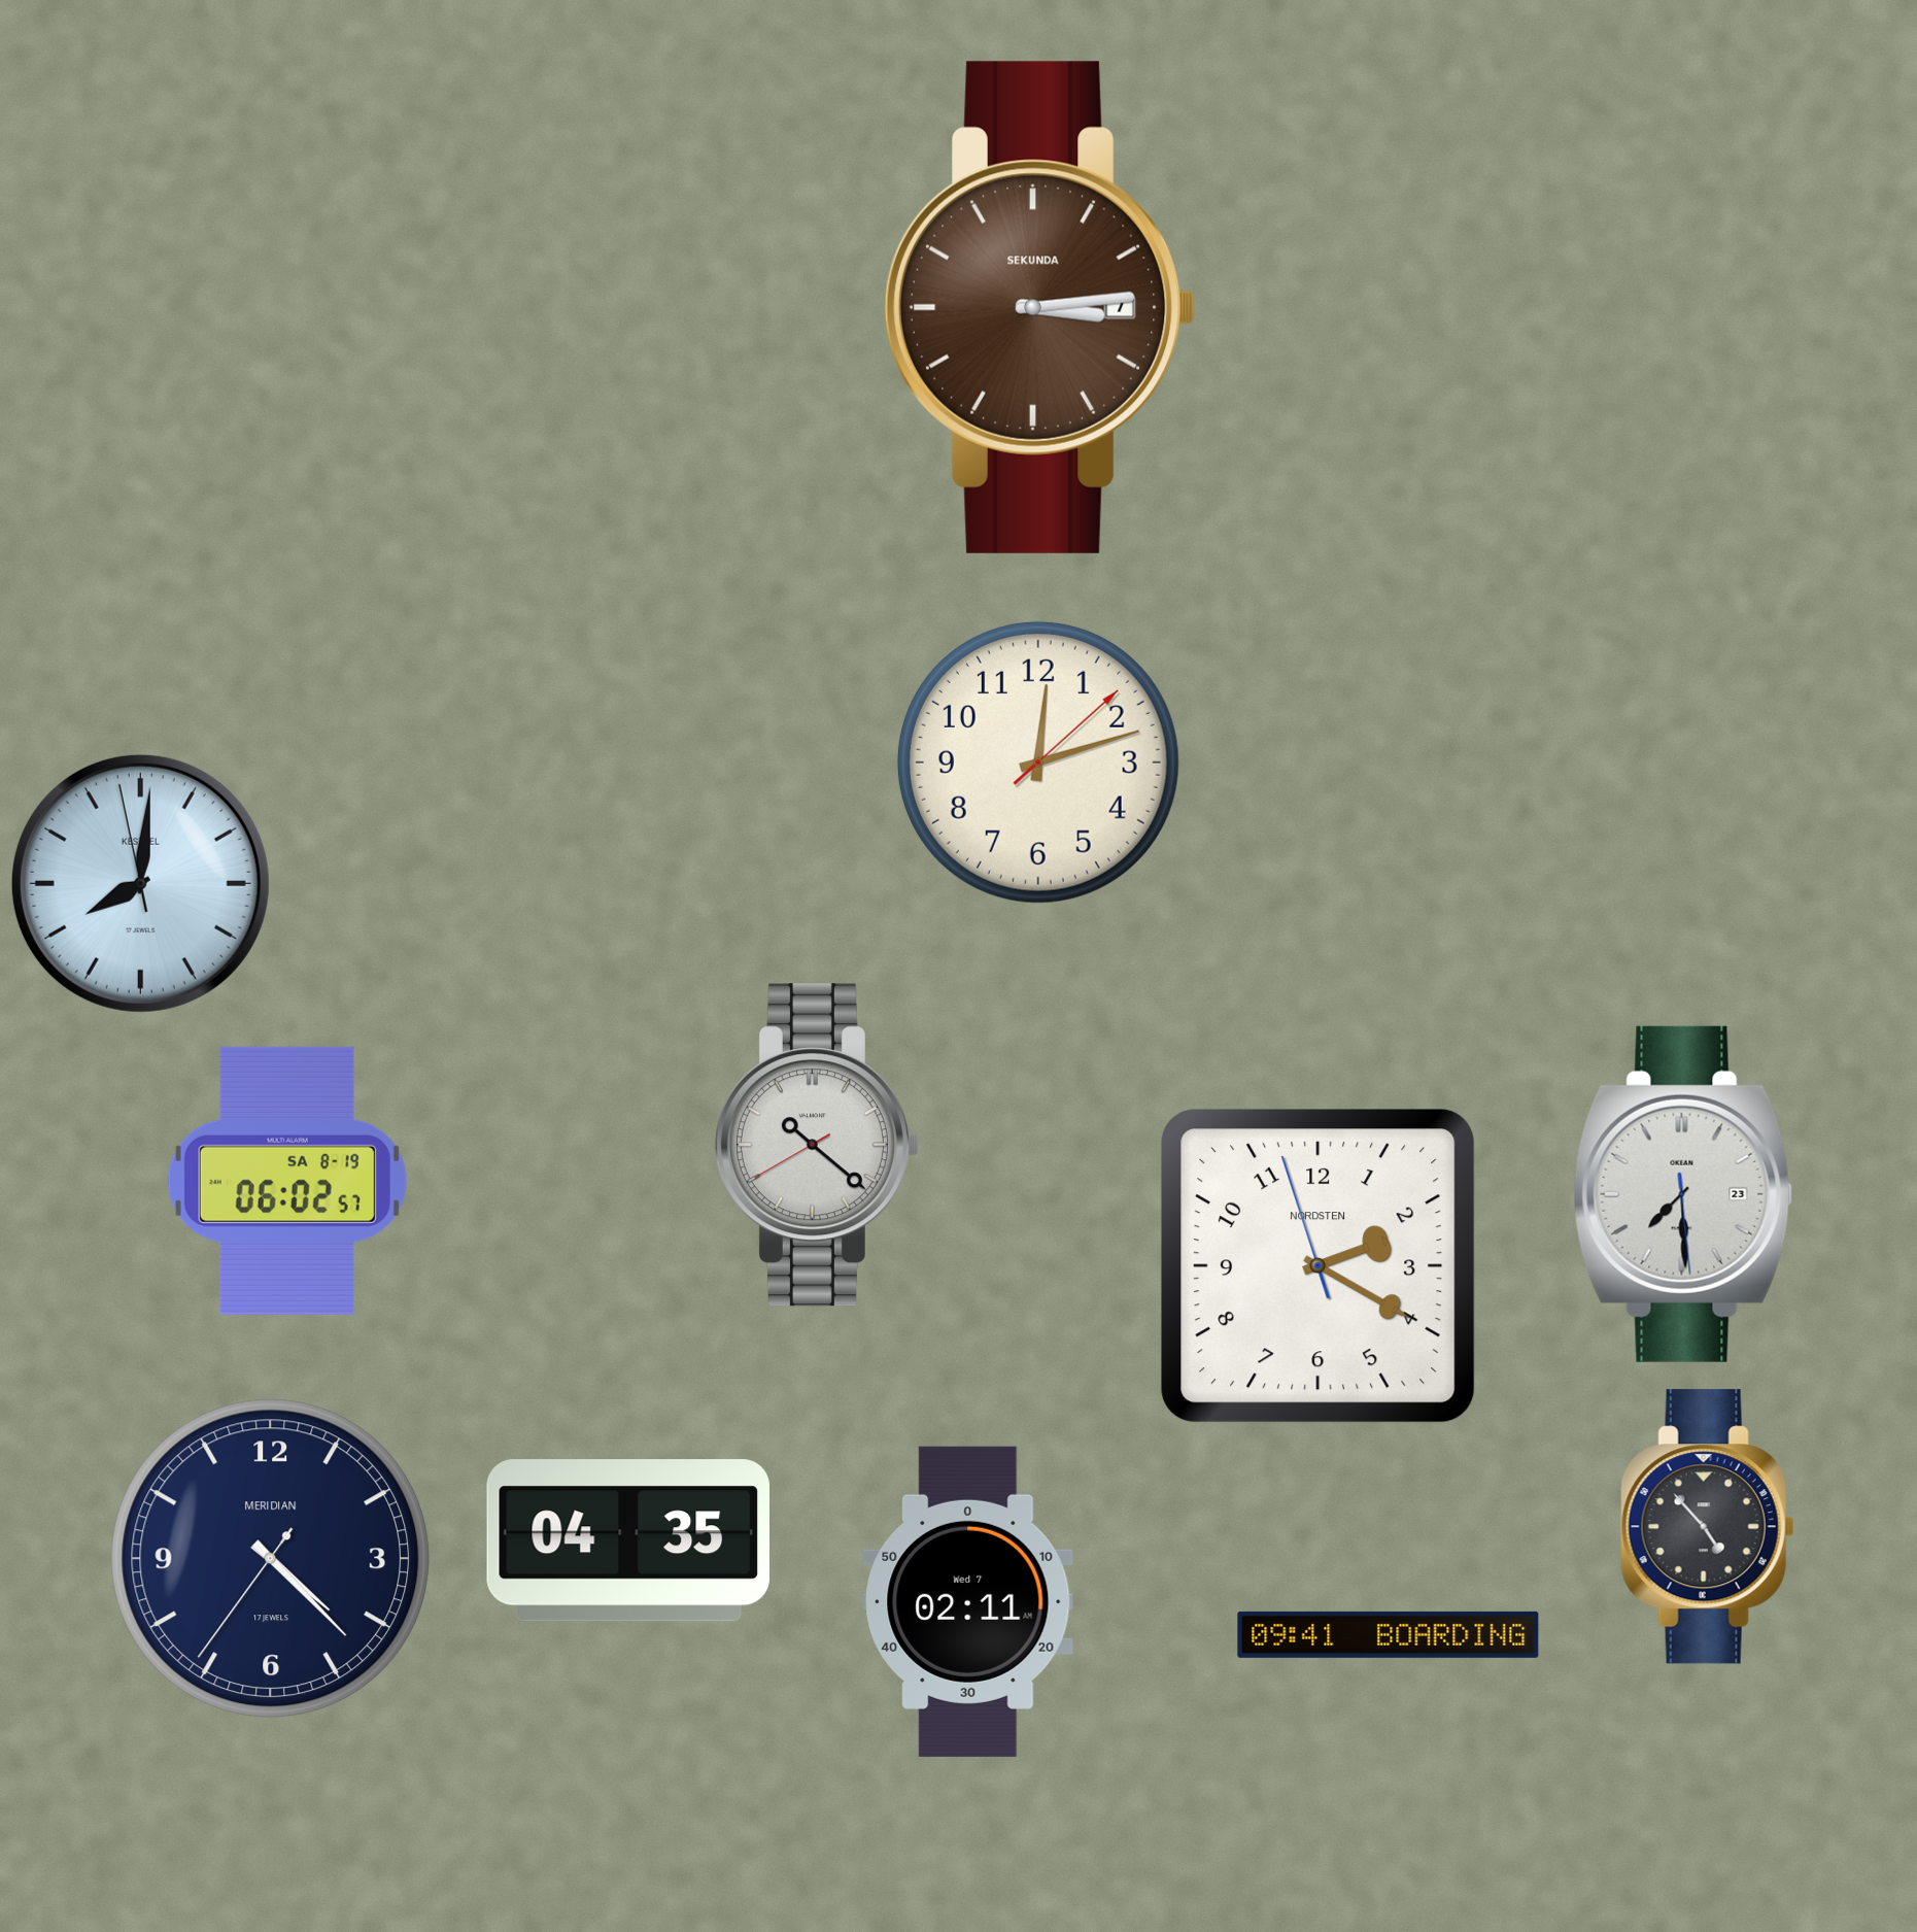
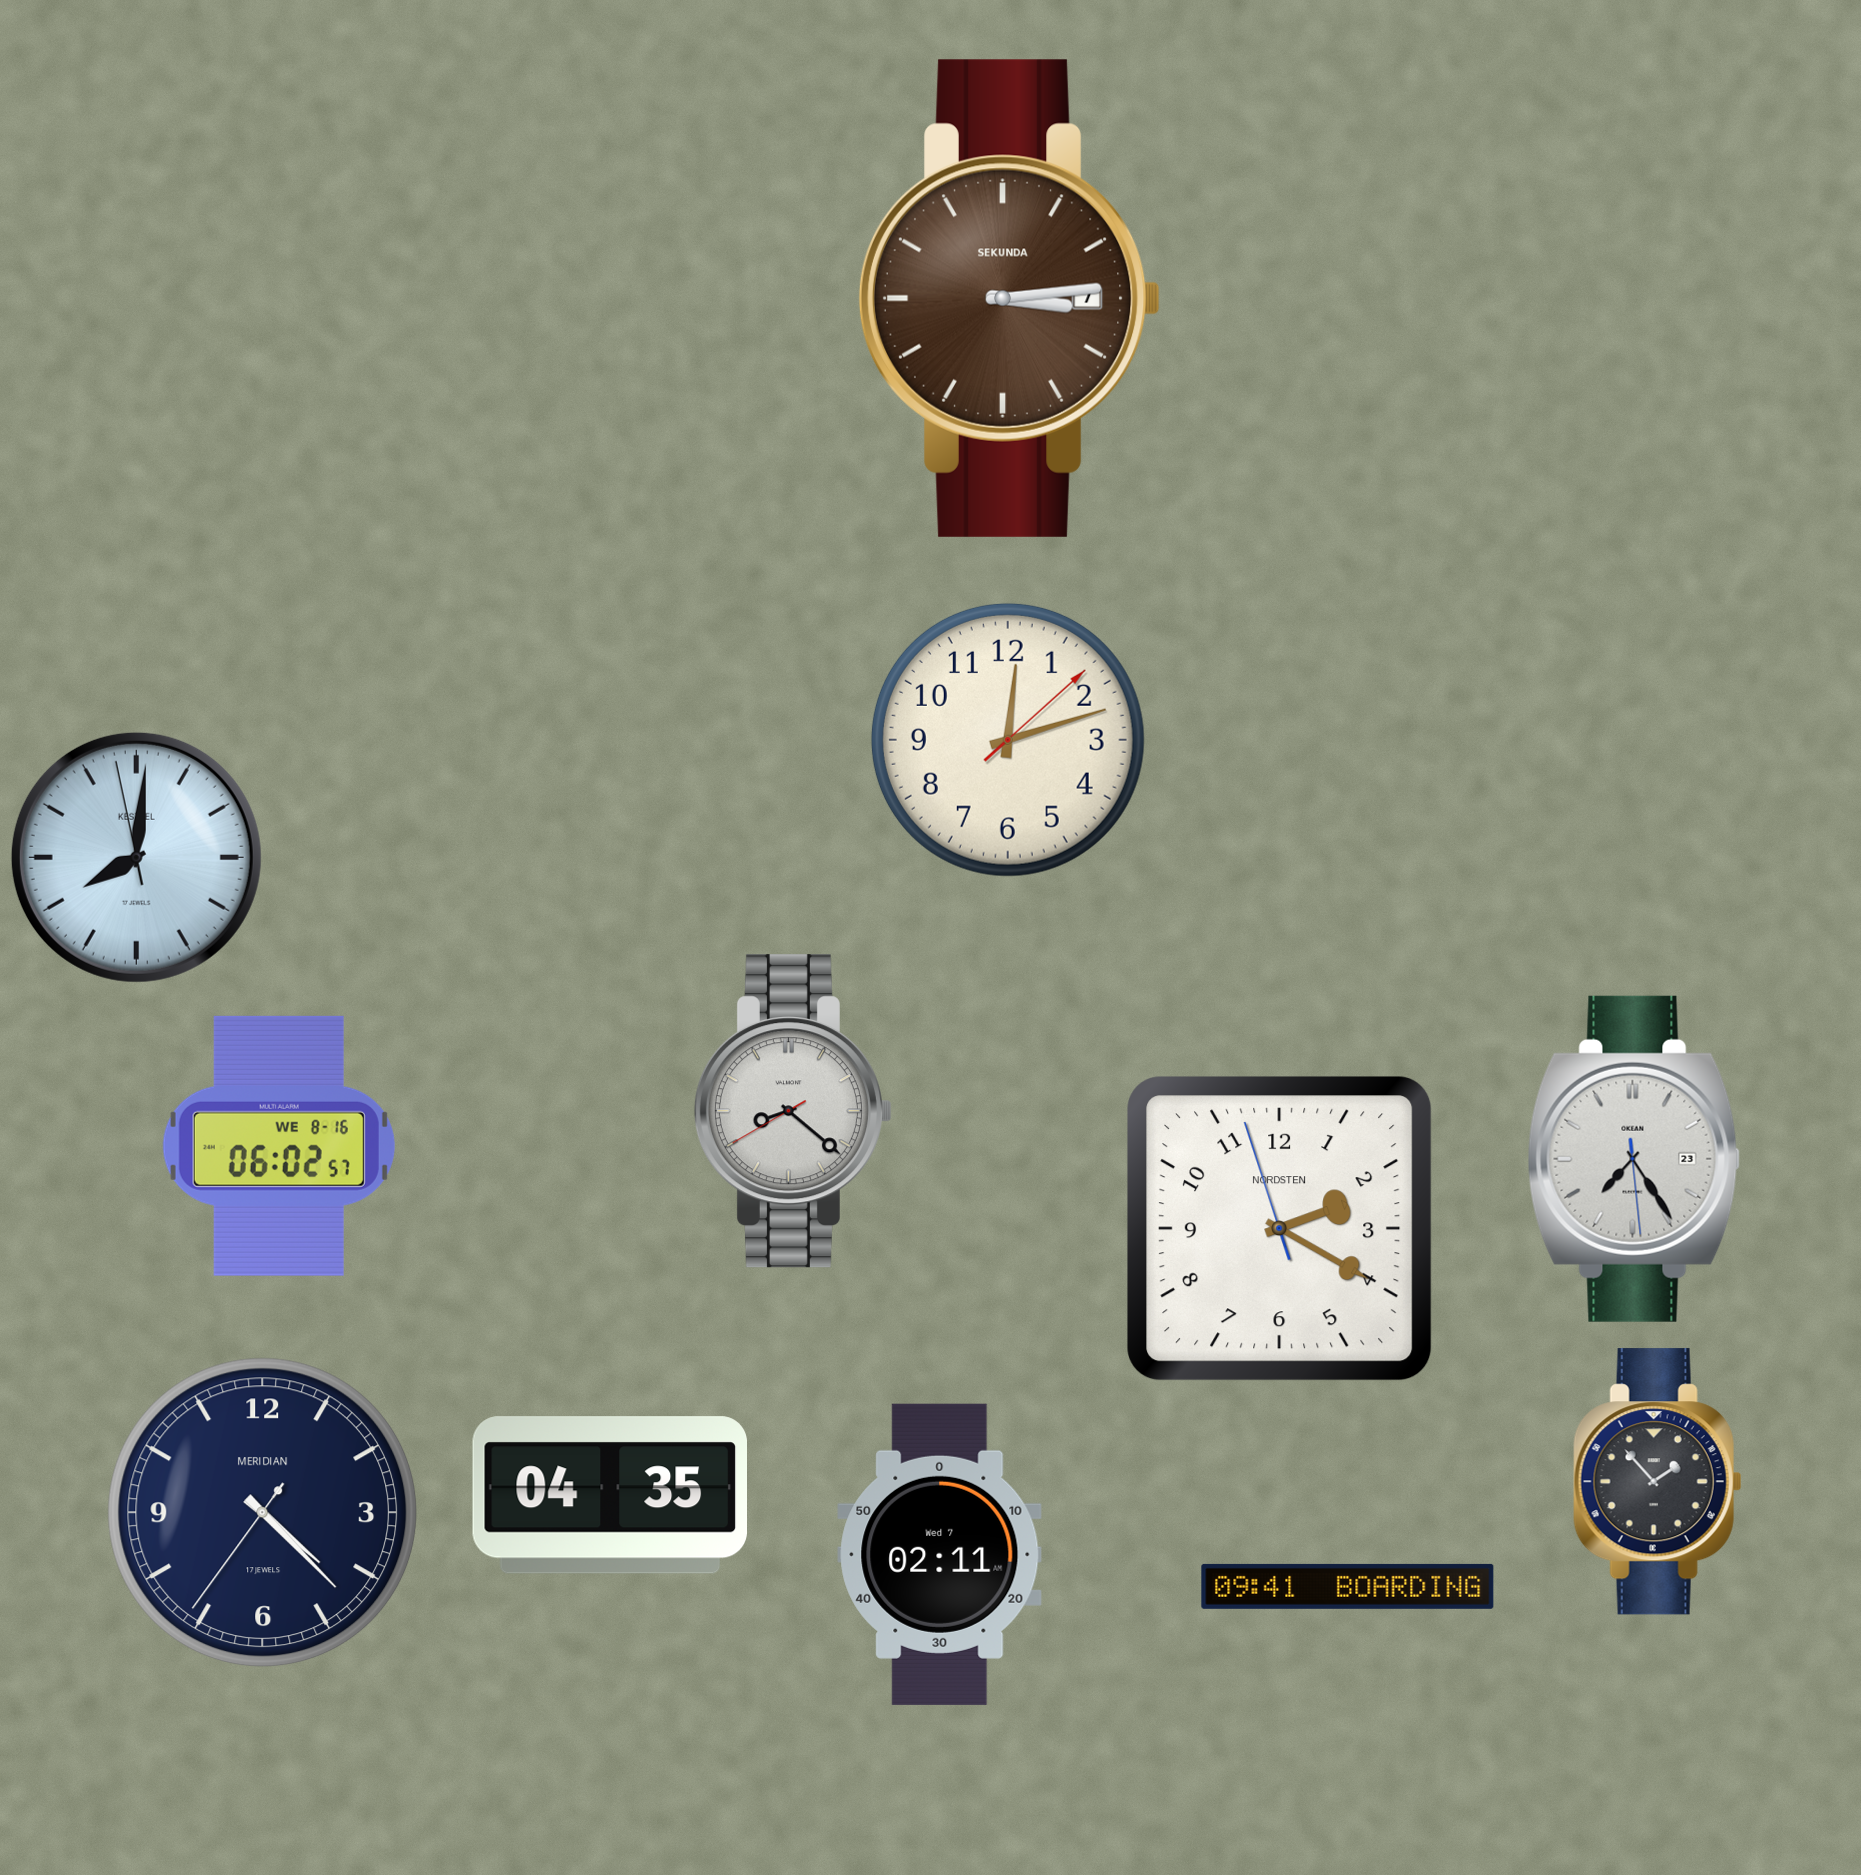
clock at (817, 1145): 10:21 -> 8:21
clock at (287, 1181) date: SA 8-19 -> WE 8-16
clock at (1683, 1194): 7:29 -> 7:24
clock at (1707, 1527): 4:53 -> 1:53
